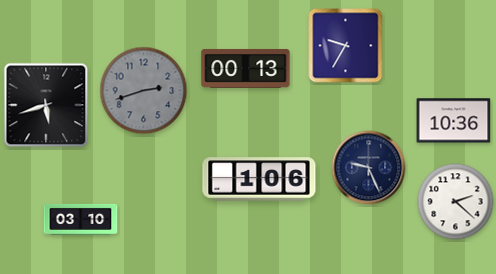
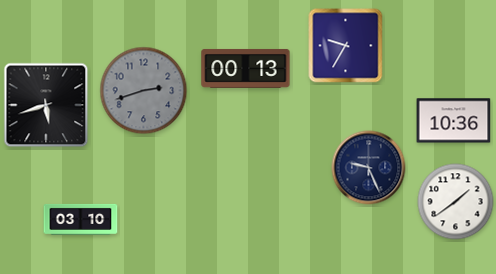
clock at (259, 179): 1:06 -> none
clock at (456, 202): 2:22 -> 1:39
